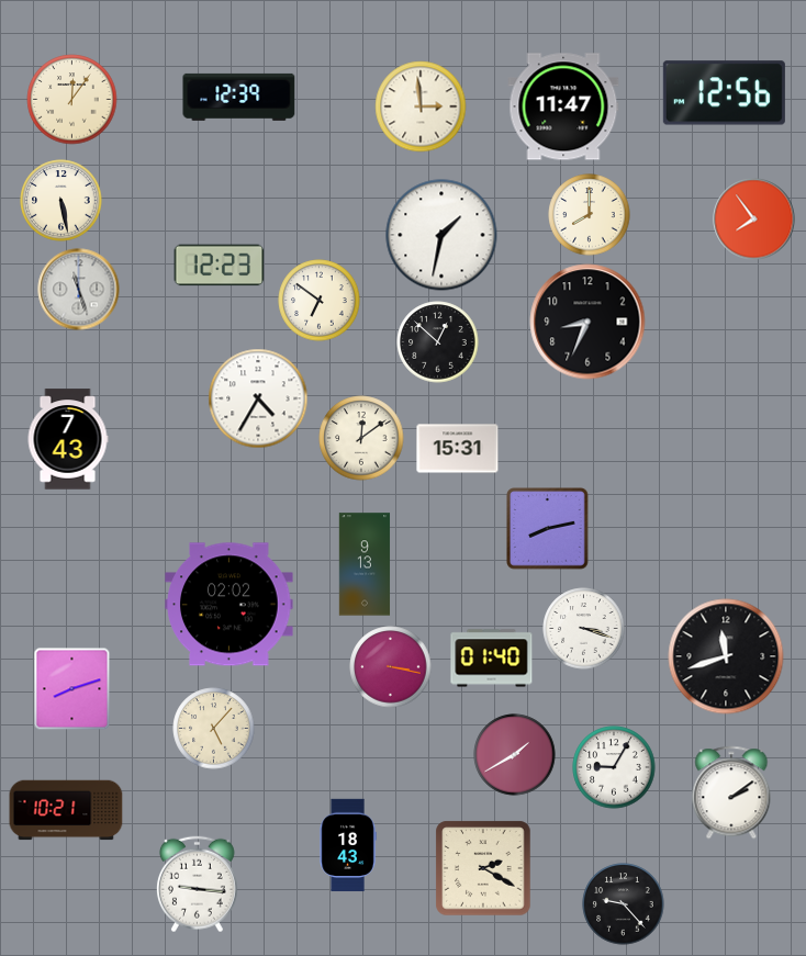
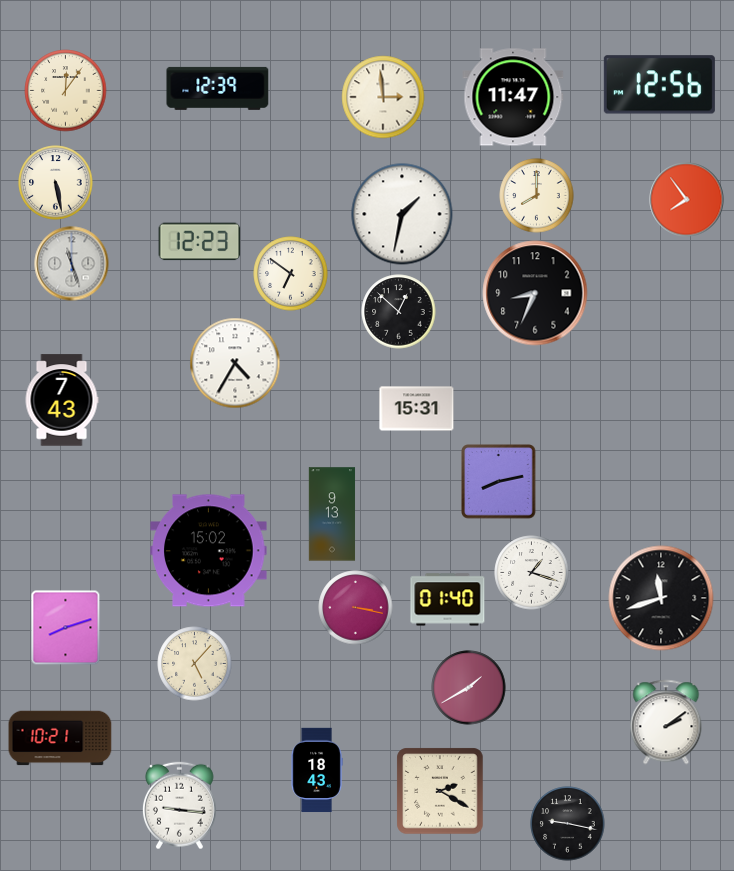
clock at (361, 438): 12:09 -> none
clock at (230, 605): 02:02 -> 15:02
clock at (584, 629): 3:18 -> 1:18
clock at (614, 767): 9:05 -> none
clock at (624, 904): 9:23 -> 9:17
